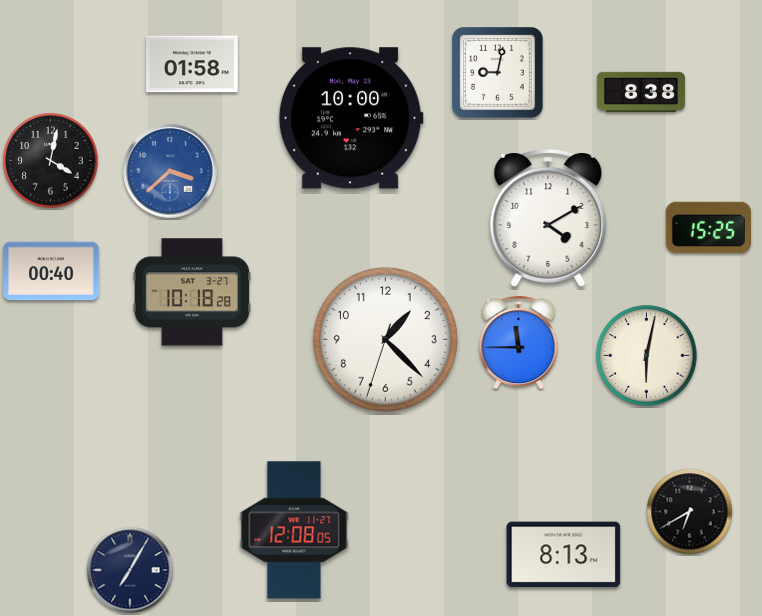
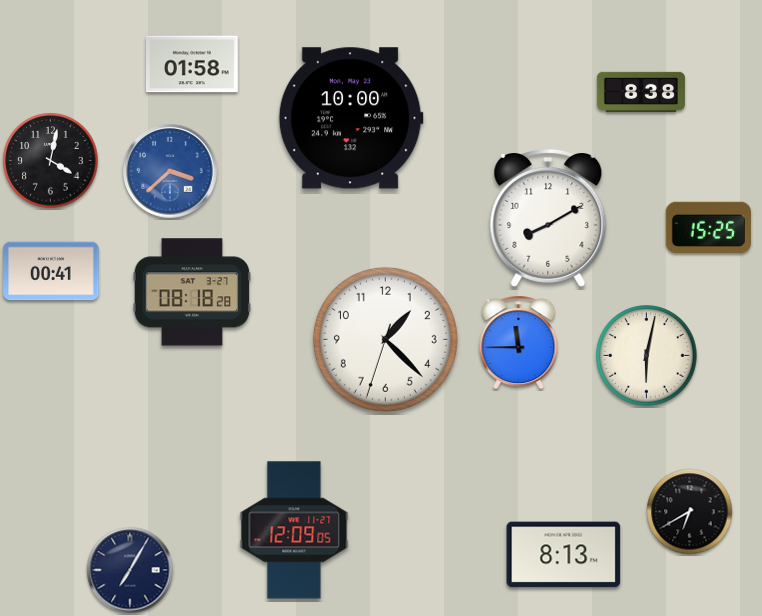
clock at (498, 73): 9:02 -> none
clock at (548, 219): 4:10 -> 8:10
clock at (51, 271): 00:40 -> 00:41
clock at (192, 292): 10:18 -> 08:18
clock at (294, 530): 12:08 -> 12:09
